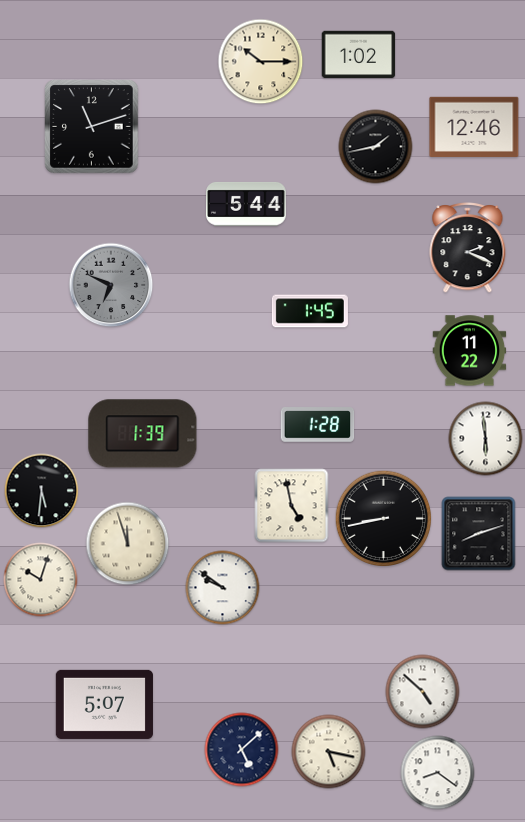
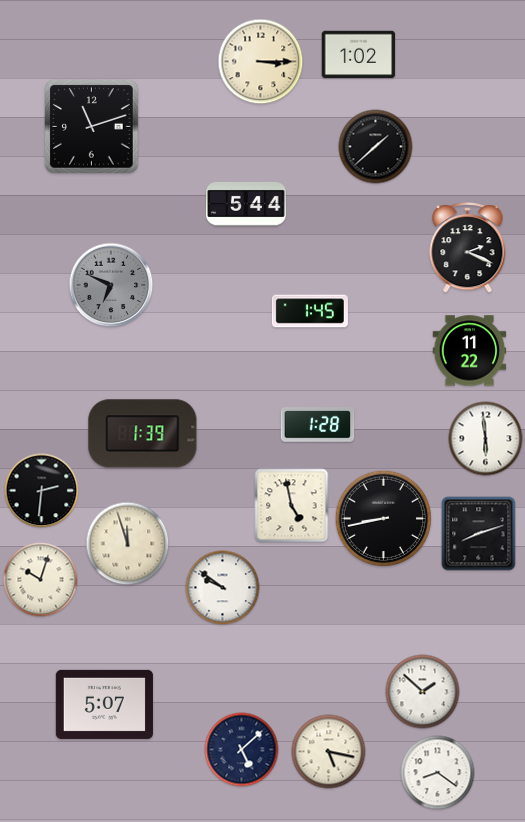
clock at (261, 62): 10:15 -> 3:15
clock at (474, 127): 12:46 -> none
clock at (376, 147): 1:43 -> 1:38
clock at (42, 491): 5:31 -> 2:31
clock at (423, 692): 4:52 -> 1:52
